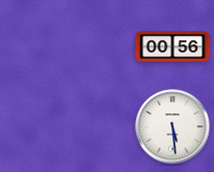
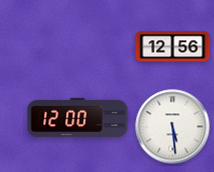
clock at (173, 47): 00:56 -> 12:56
clock at (78, 118): none -> 12:00
